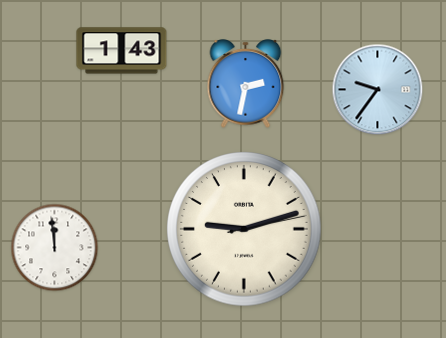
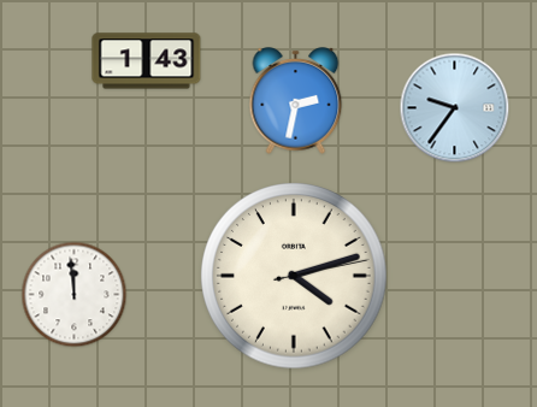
clock at (244, 229): 9:12 -> 4:12
clock at (55, 248) position: (55, 248) -> (75, 295)
